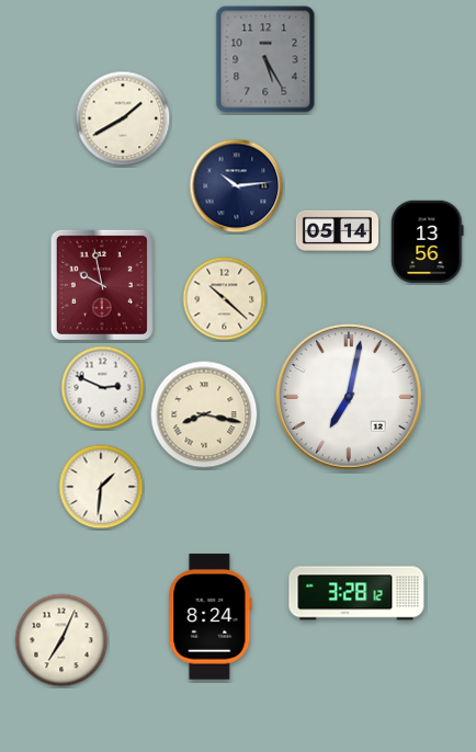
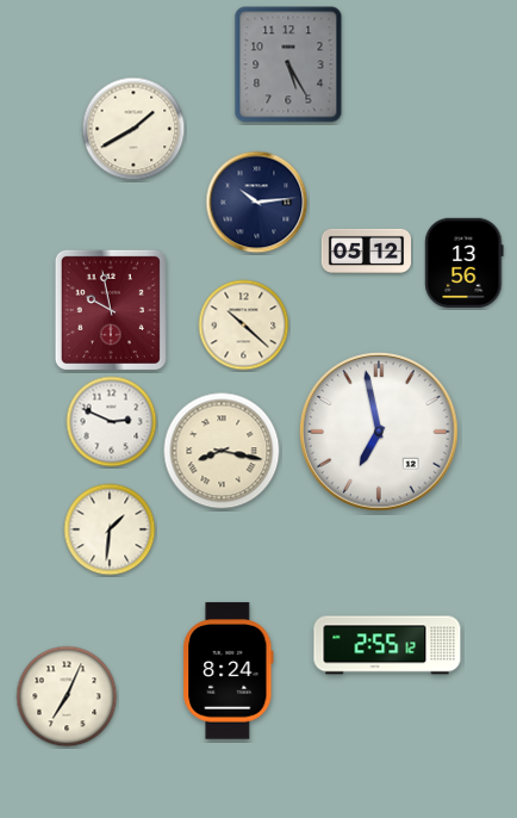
clock at (337, 230): 05:14 -> 05:12
clock at (350, 398): 7:02 -> 6:58
clock at (356, 593): 3:28 -> 2:55
